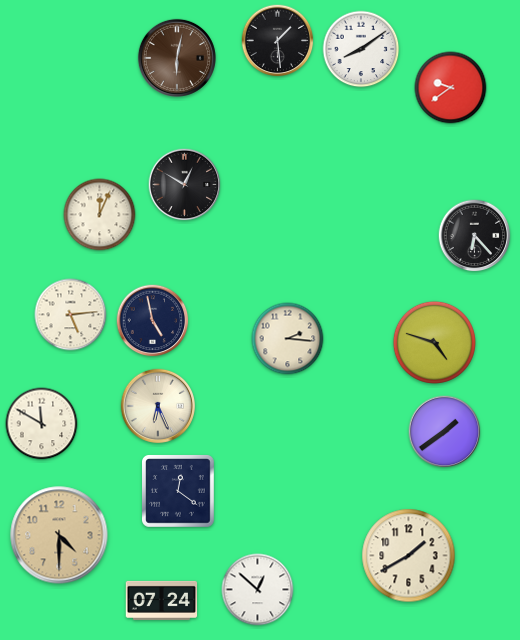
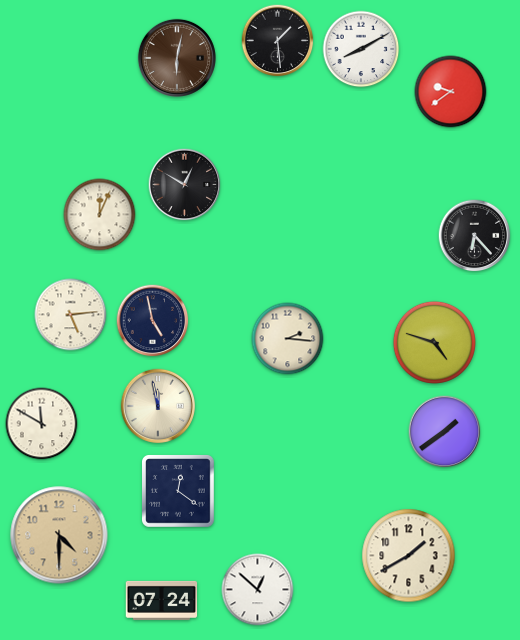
clock at (361, 49): 8:09 -> 8:10
clock at (451, 88) position: (451, 88) -> (451, 92)
clock at (158, 406): 6:26 -> 11:58
